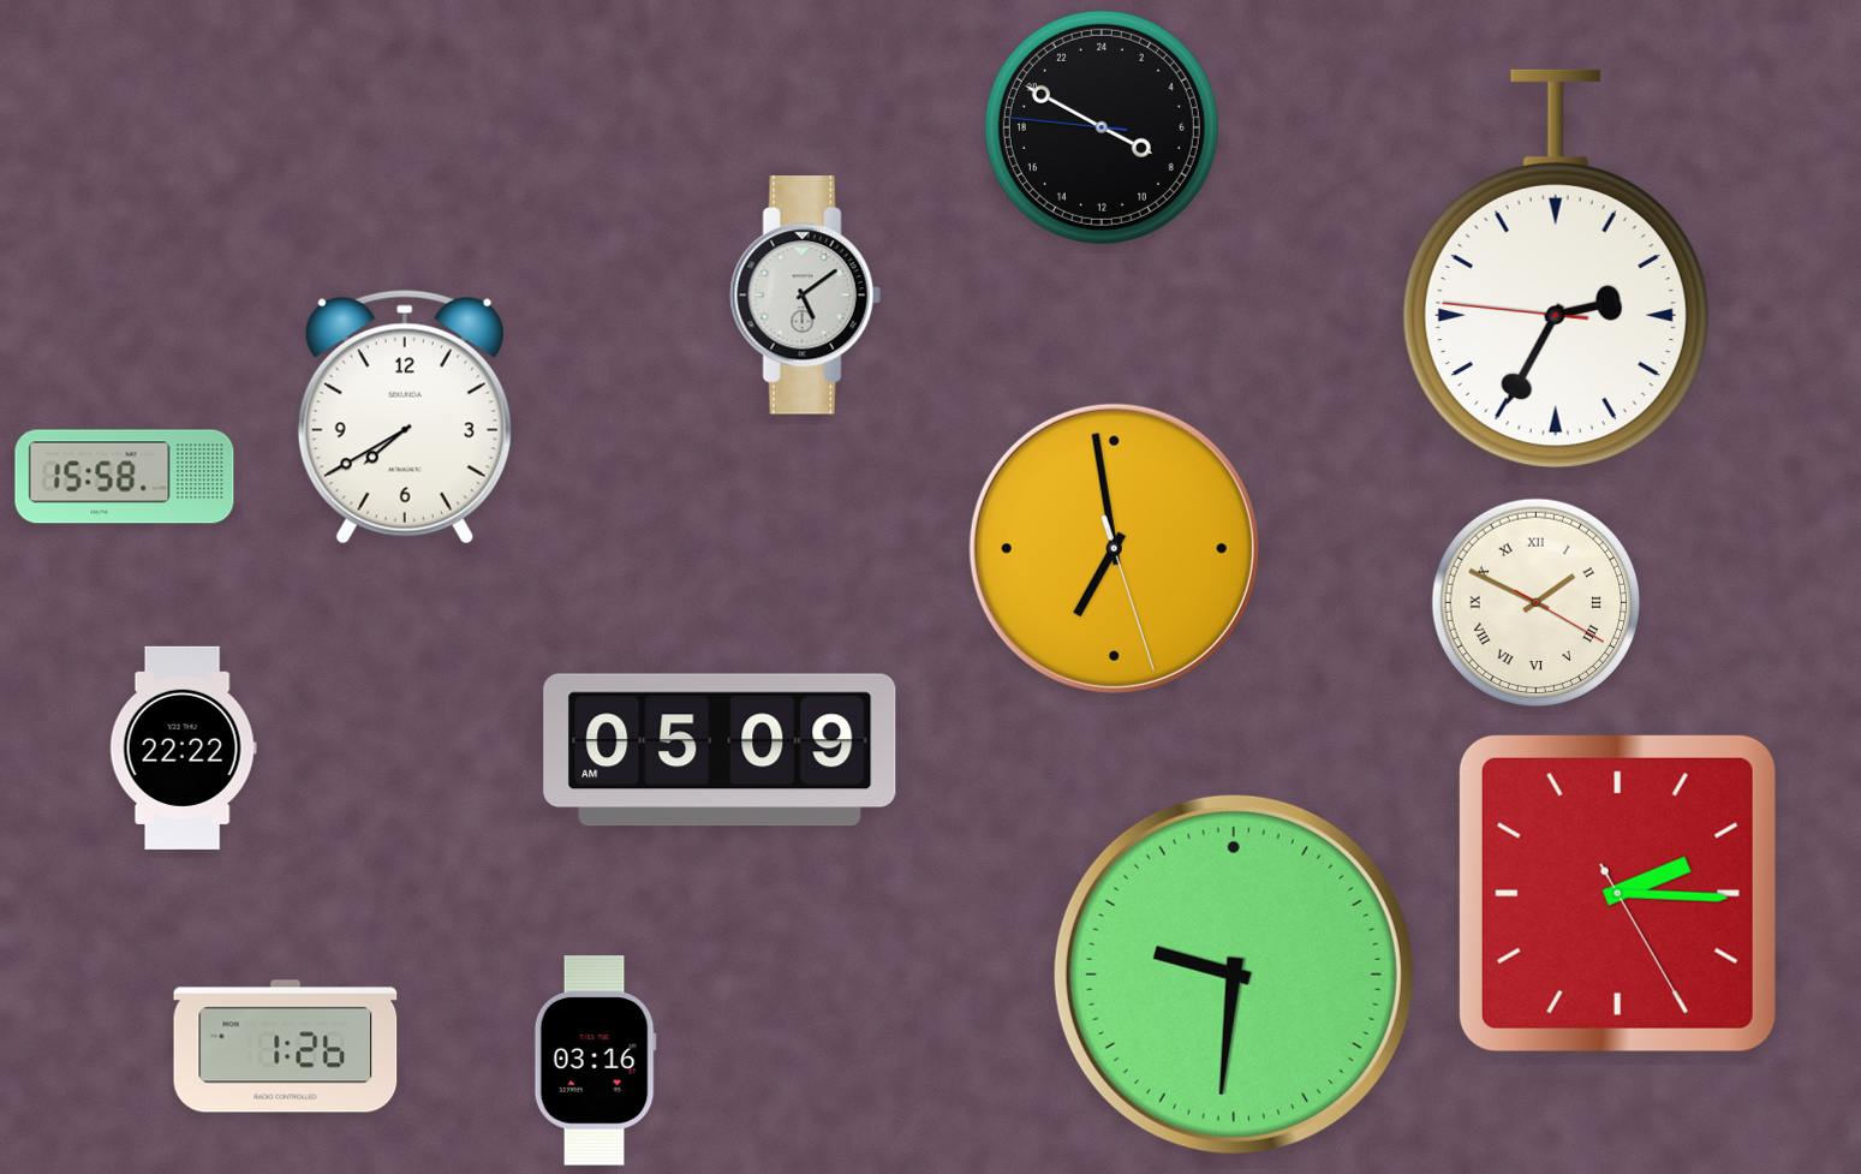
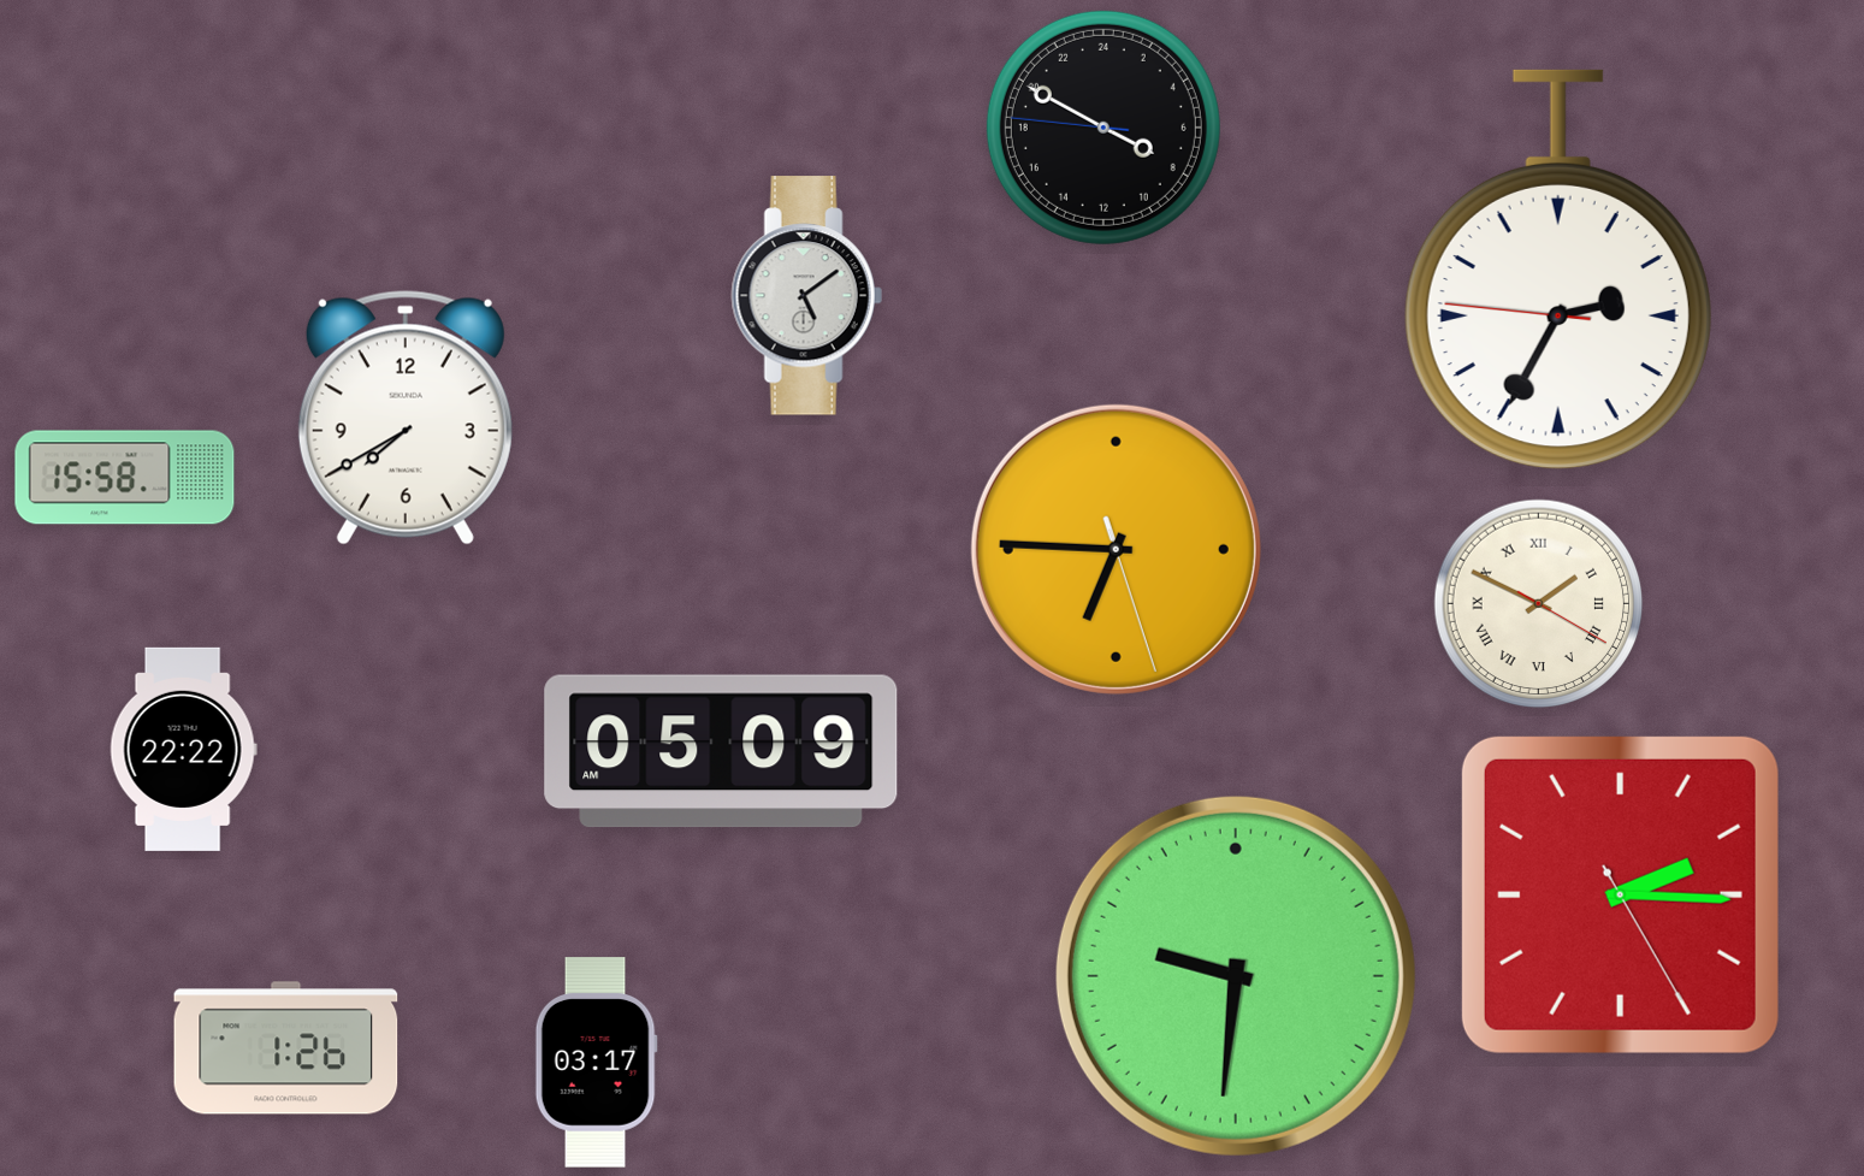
clock at (1114, 548): 6:58 -> 6:45
clock at (595, 1061): 03:16 -> 03:17
